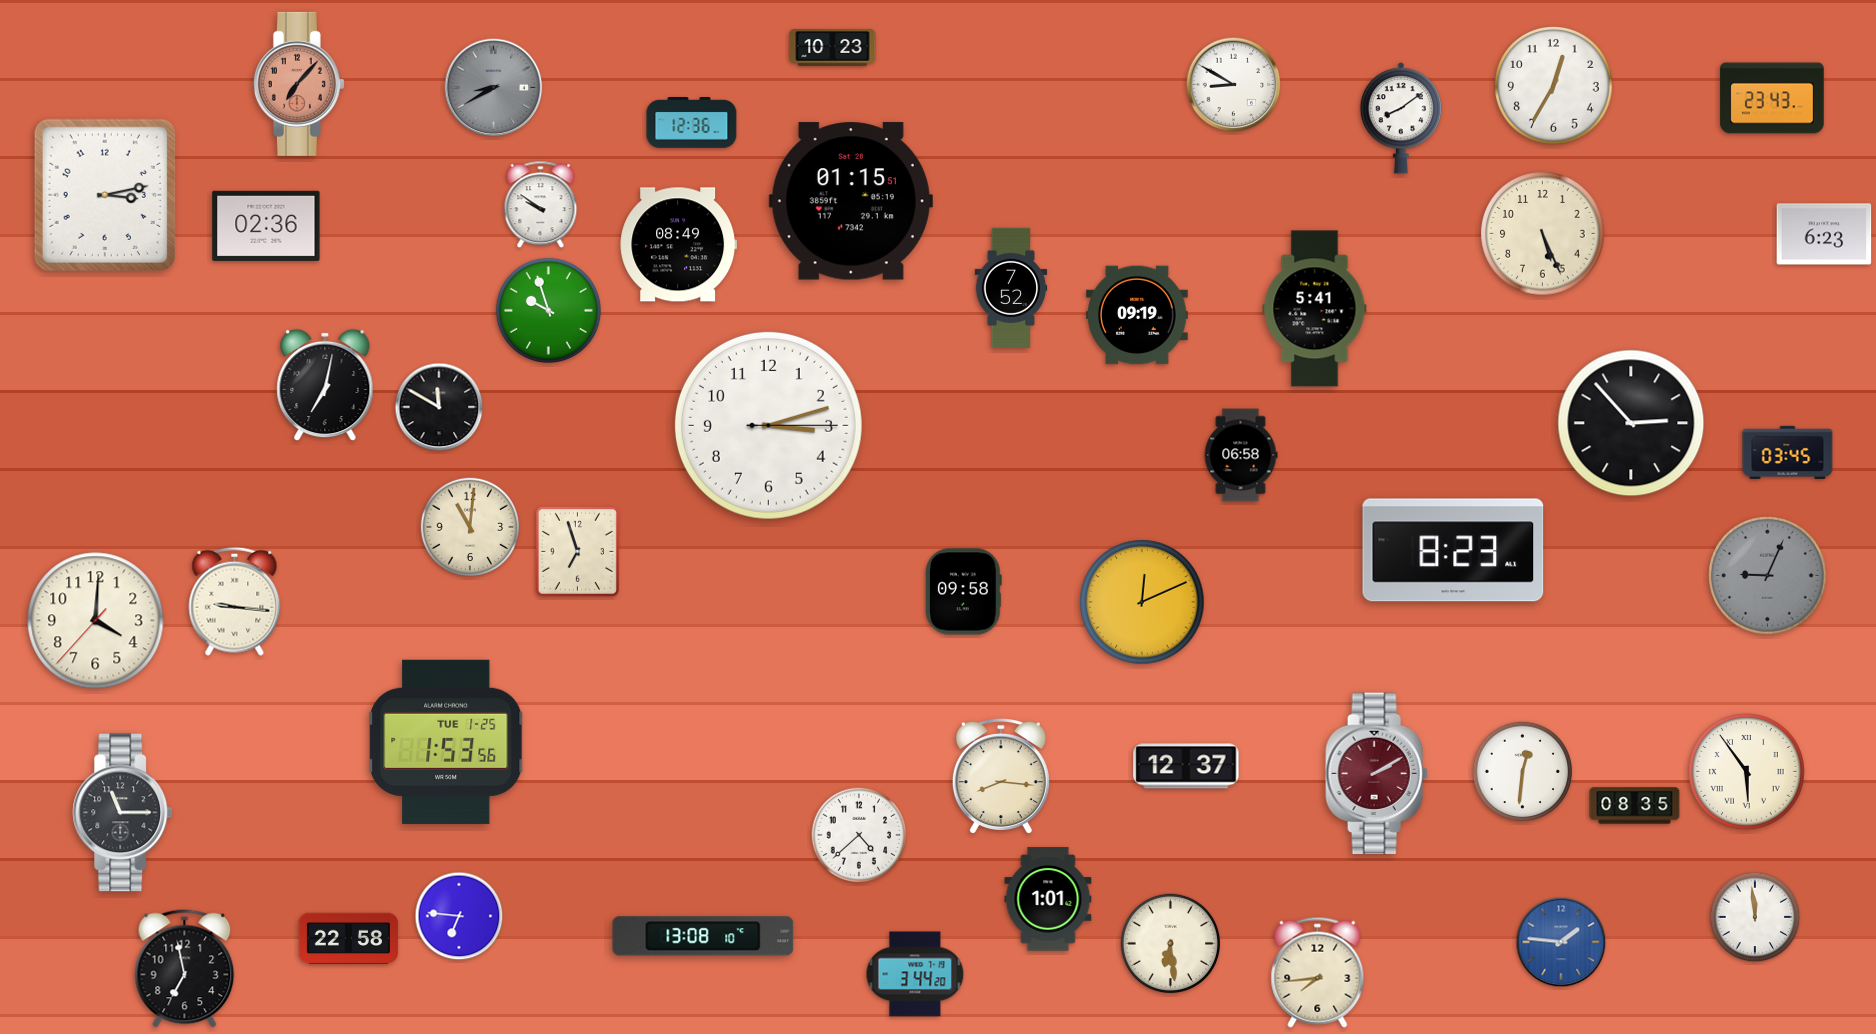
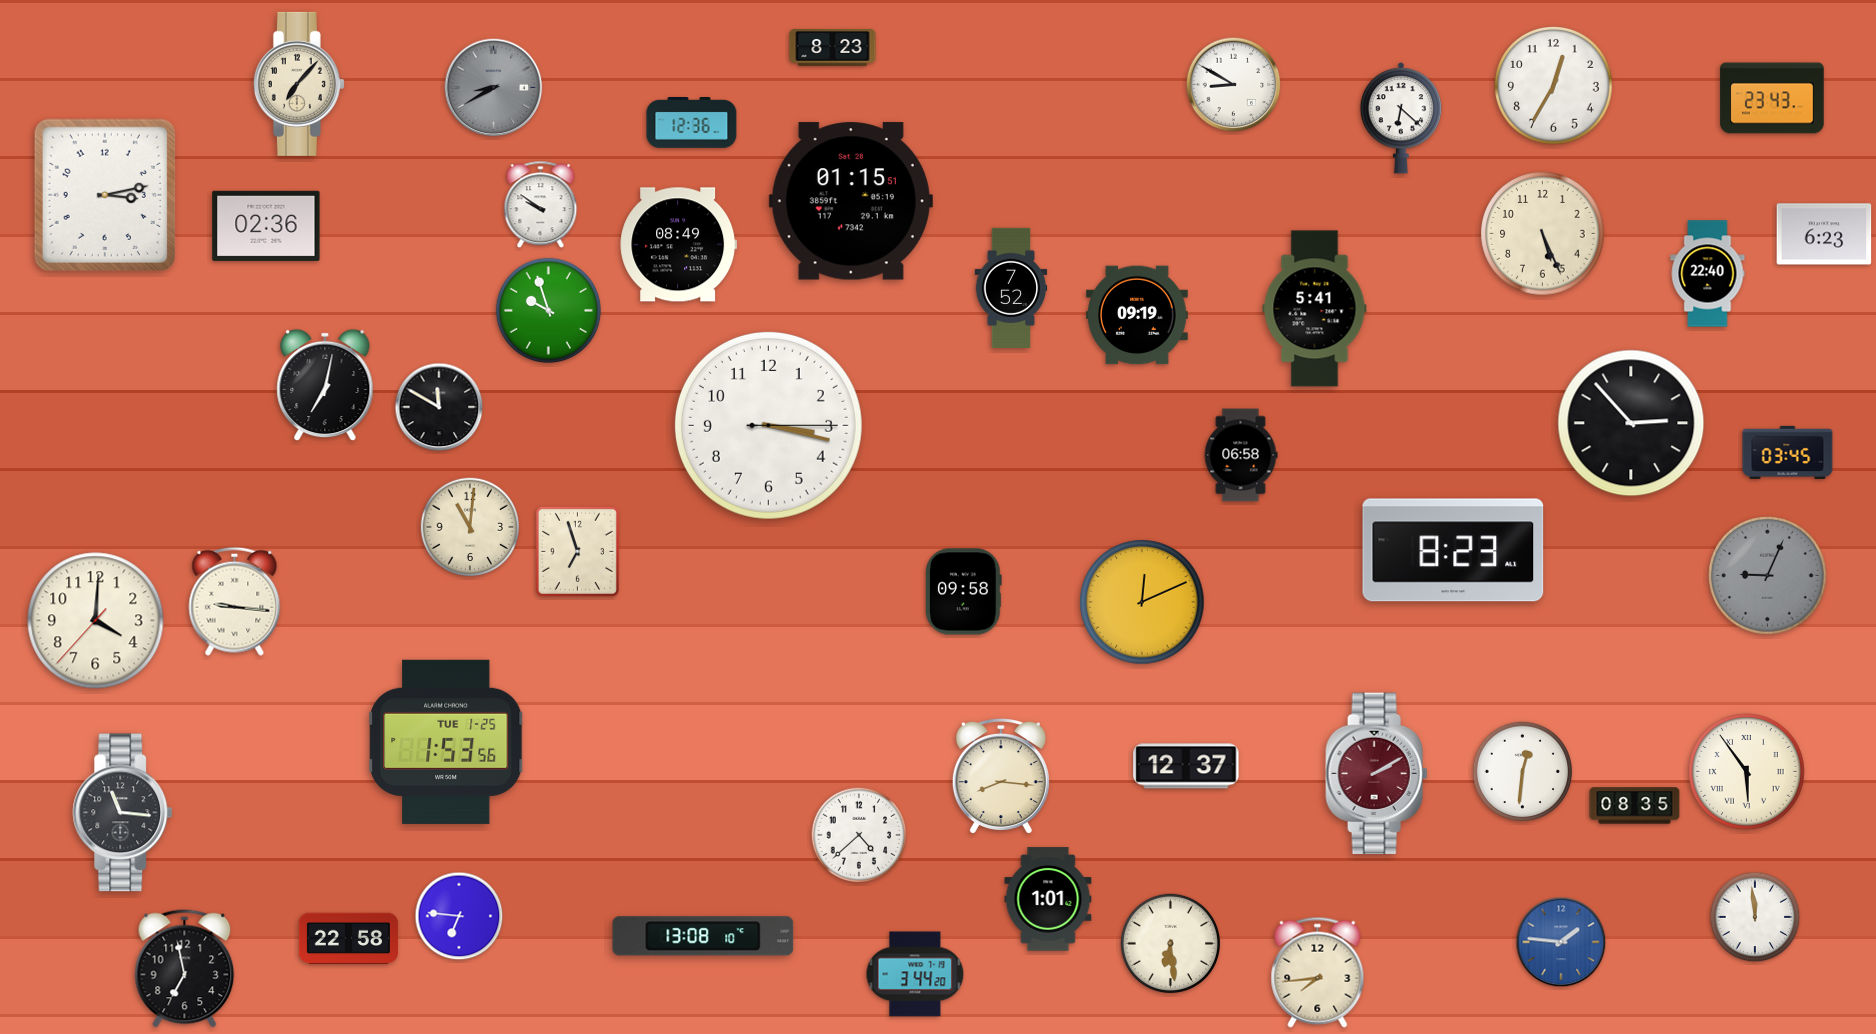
clock at (833, 48): 10:23 -> 8:23
clock at (299, 84) dial: salmon -> cream
clock at (1400, 118): 8:09 -> 6:22
clock at (1708, 274): none -> 22:40
clock at (768, 425): 3:12 -> 3:17
clock at (123, 813): 11:15 -> 11:16
